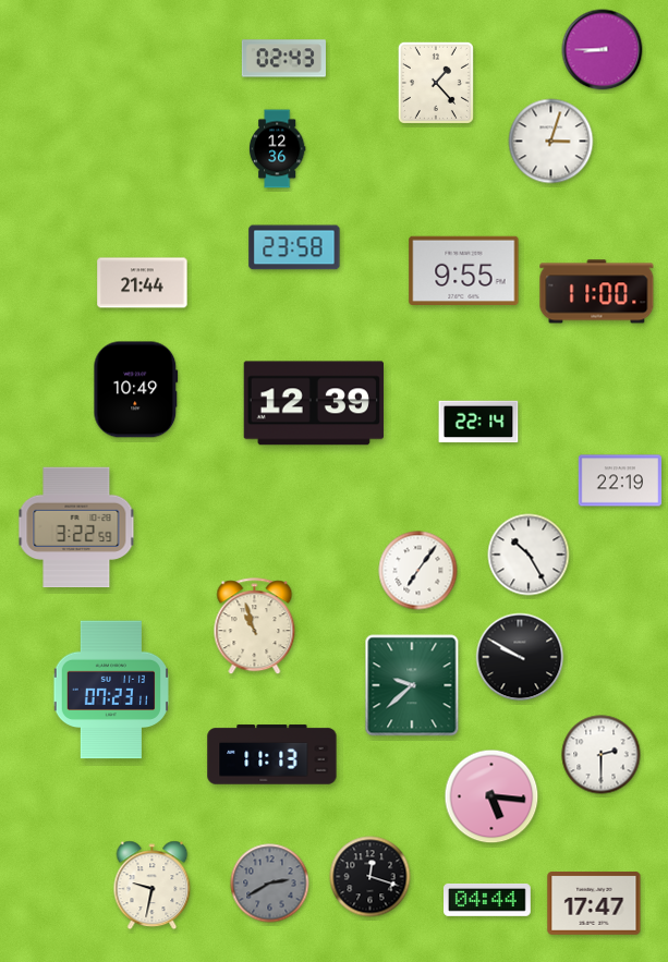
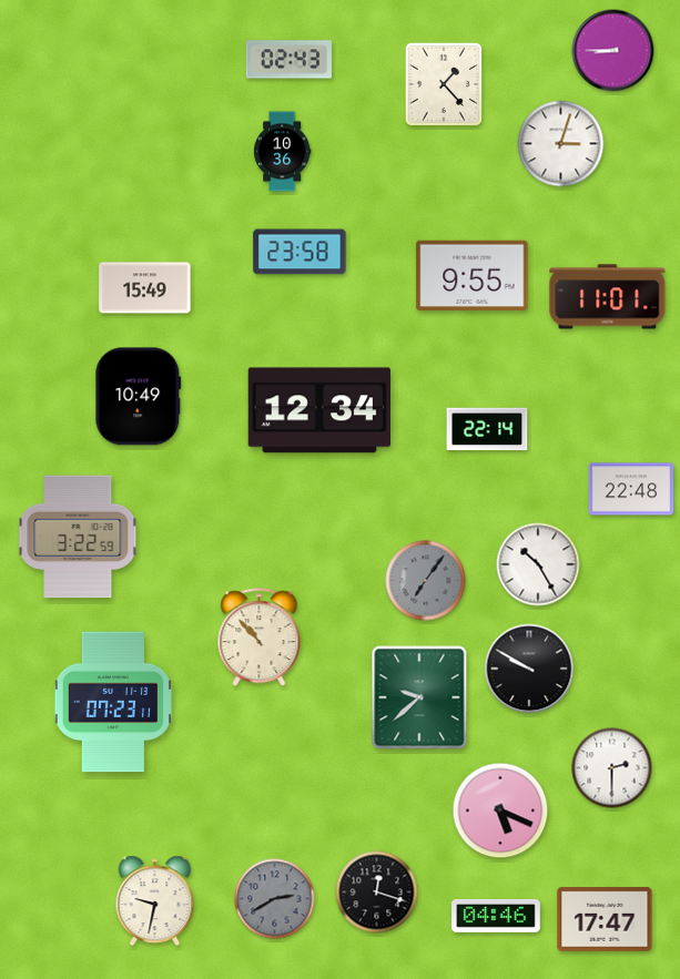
clock at (277, 149): 12:36 -> 10:36
clock at (143, 283): 21:44 -> 15:49
clock at (597, 292): 11:00 -> 11:01
clock at (314, 403): 12:39 -> 12:34
clock at (620, 480): 22:19 -> 22:48
clock at (418, 571) dial: white -> grey
clock at (255, 626): 10:57 -> 10:53
clock at (272, 755): 11:13 -> none
clock at (491, 796): 5:16 -> 5:19
clock at (488, 900): 04:44 -> 04:46
